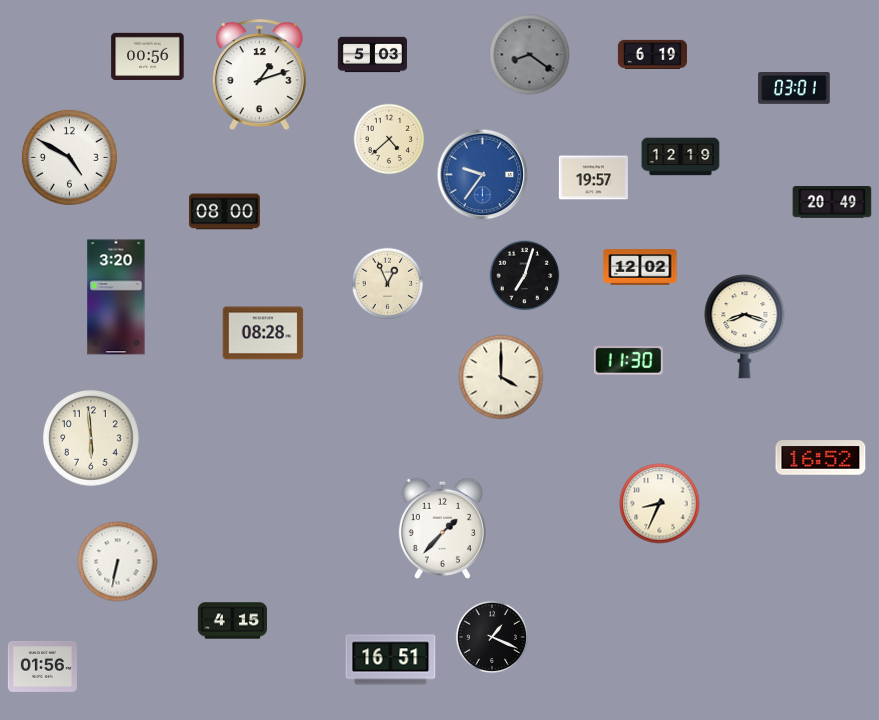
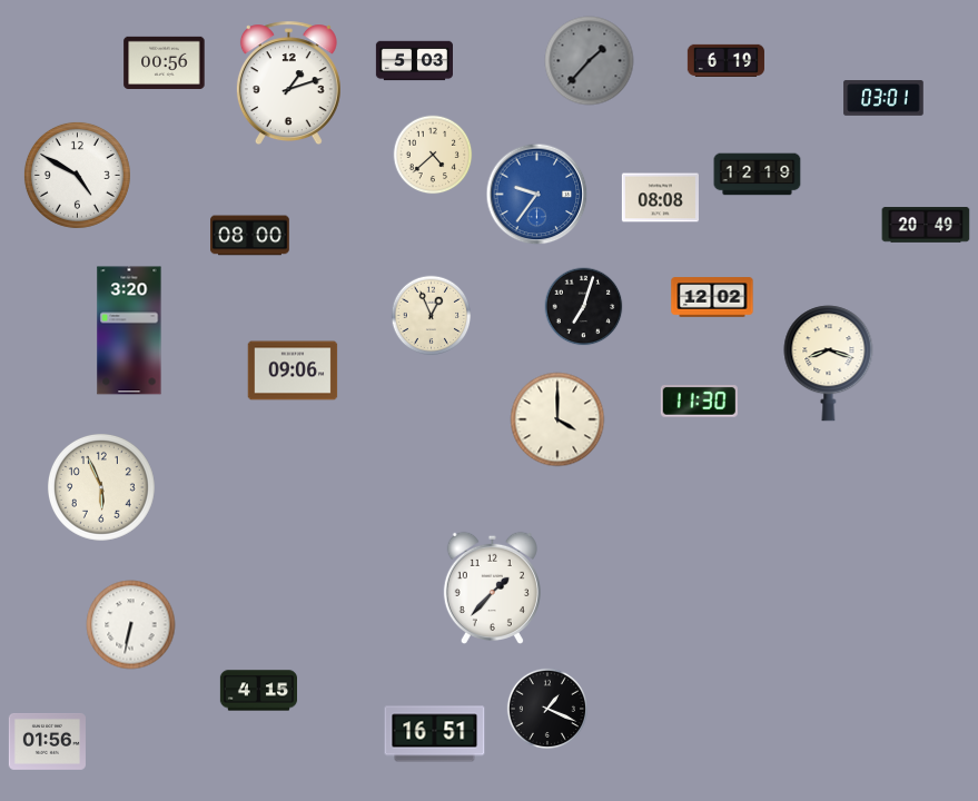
clock at (530, 55): 8:21 -> 1:37
clock at (593, 178): 19:57 -> 08:08
clock at (263, 333): 08:28 -> 09:06
clock at (91, 438): 5:59 -> 5:56
clock at (821, 458): 16:52 -> none
clock at (660, 504): 8:34 -> none
